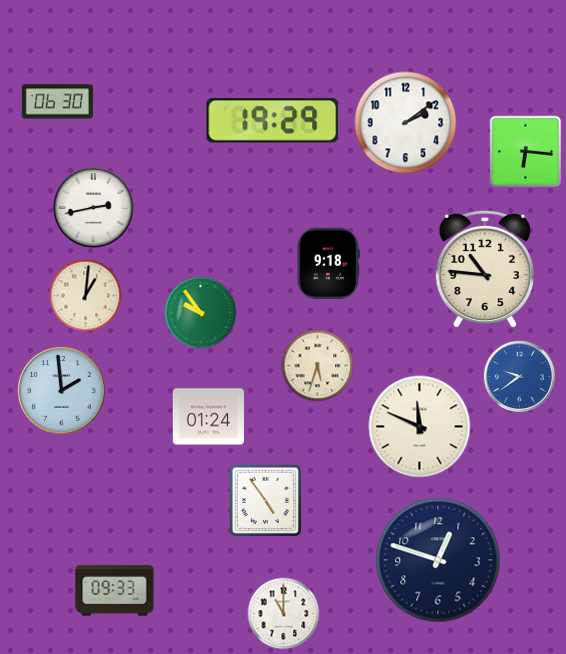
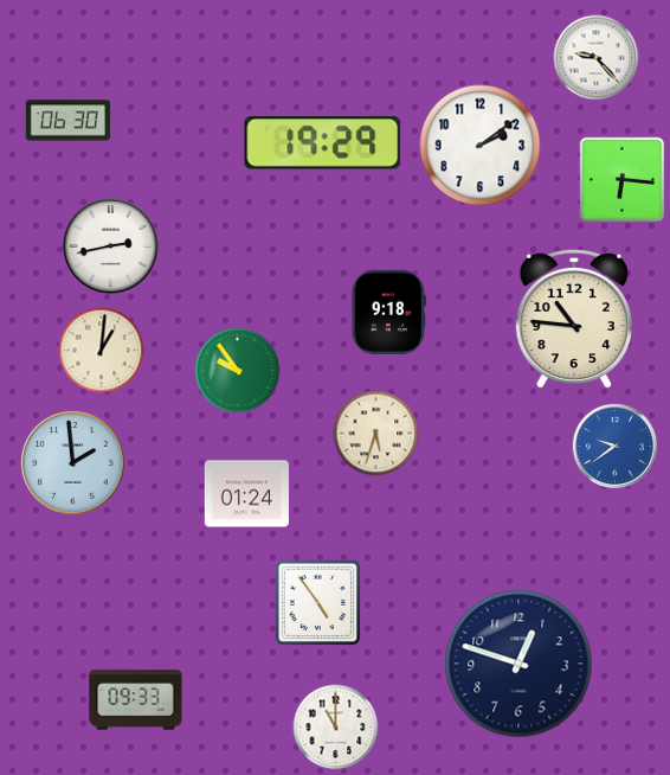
clock at (597, 58): none -> 9:23
clock at (420, 427): 11:49 -> none
clock at (266, 501) position: (266, 501) -> (318, 603)
